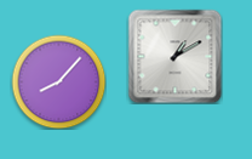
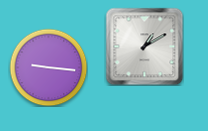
clock at (58, 81): 8:07 -> 9:16
